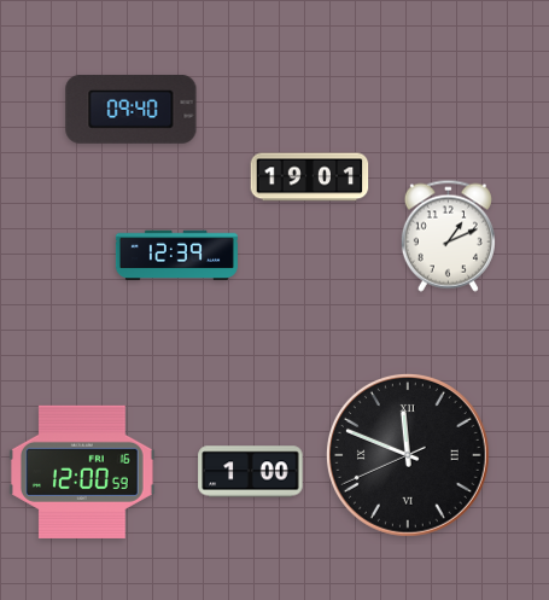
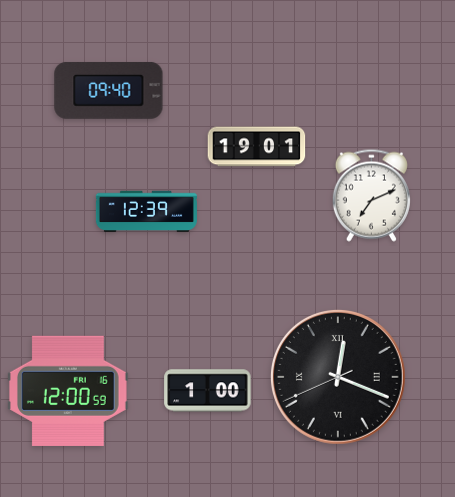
clock at (448, 235): 1:11 -> 7:11
clock at (408, 455): 11:48 -> 12:18
